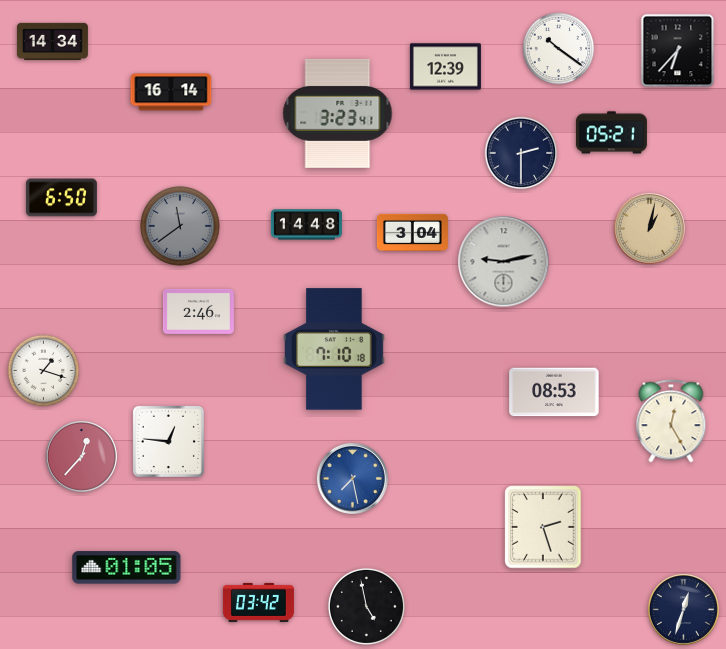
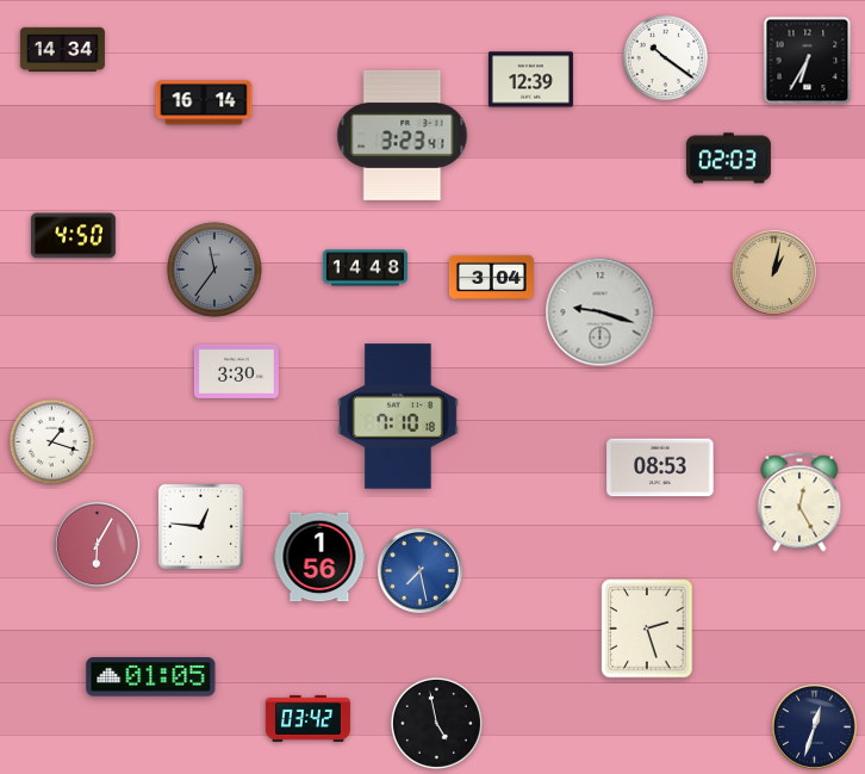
clock at (678, 51): 6:37 -> 6:35
clock at (171, 92) position: (171, 92) -> (204, 103)
clock at (611, 133): 05:21 -> 02:03
clock at (521, 153): 2:30 -> none
clock at (61, 198): 6:50 -> 4:50
clock at (181, 227): 11:39 -> 11:36
clock at (504, 262): 9:13 -> 9:18
clock at (198, 311): 2:46 -> 3:30
clock at (81, 456): 12:37 -> 6:05
clock at (319, 557): none -> 1:56
